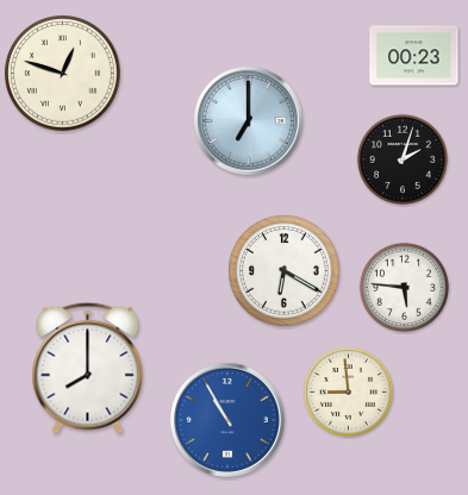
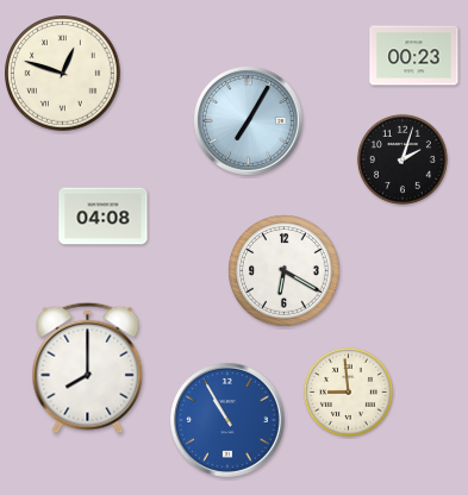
clock at (249, 121): 7:00 -> 7:05
clock at (104, 217): none -> 04:08
clock at (404, 287): 5:46 -> none
